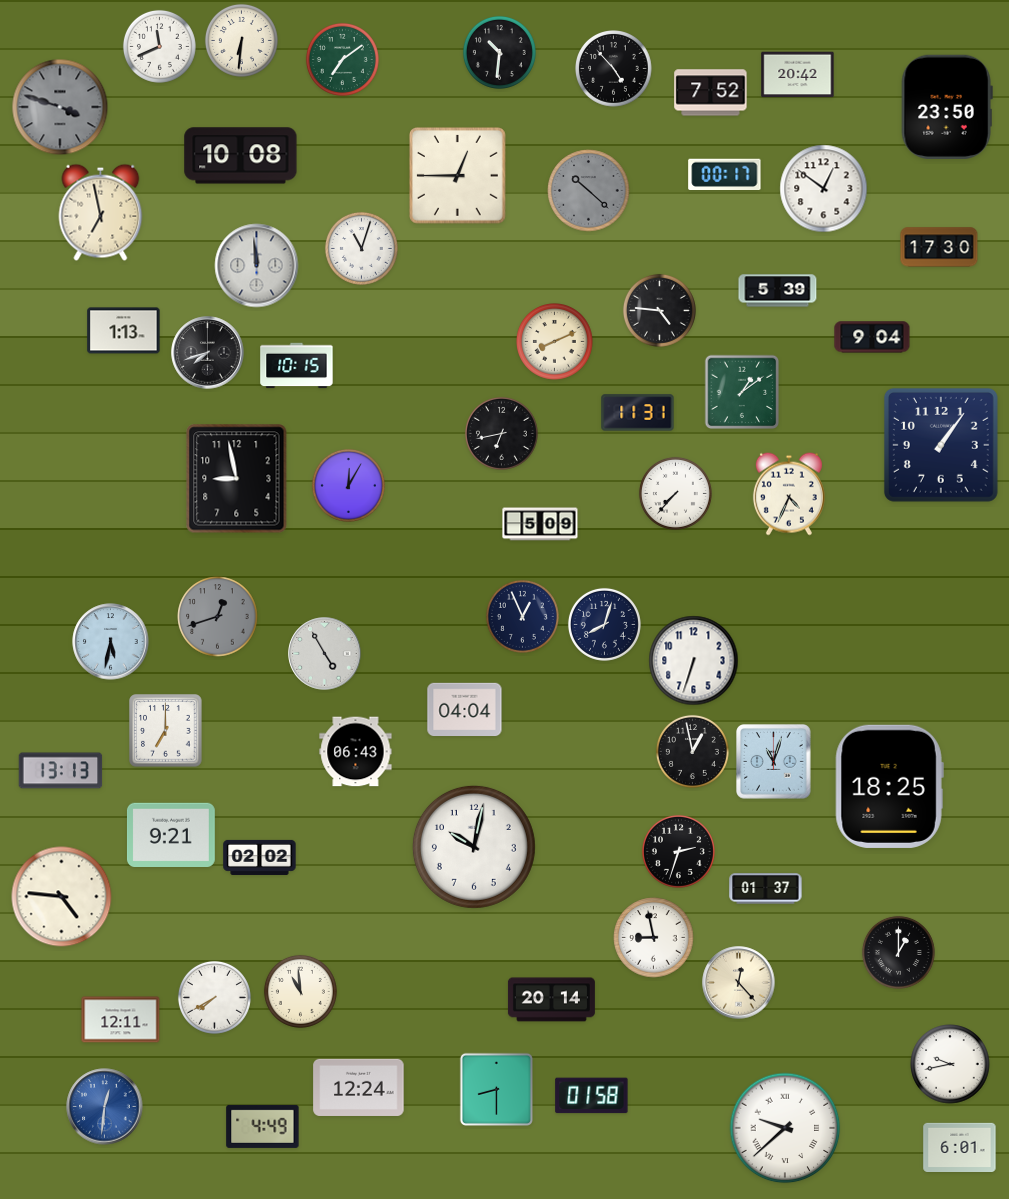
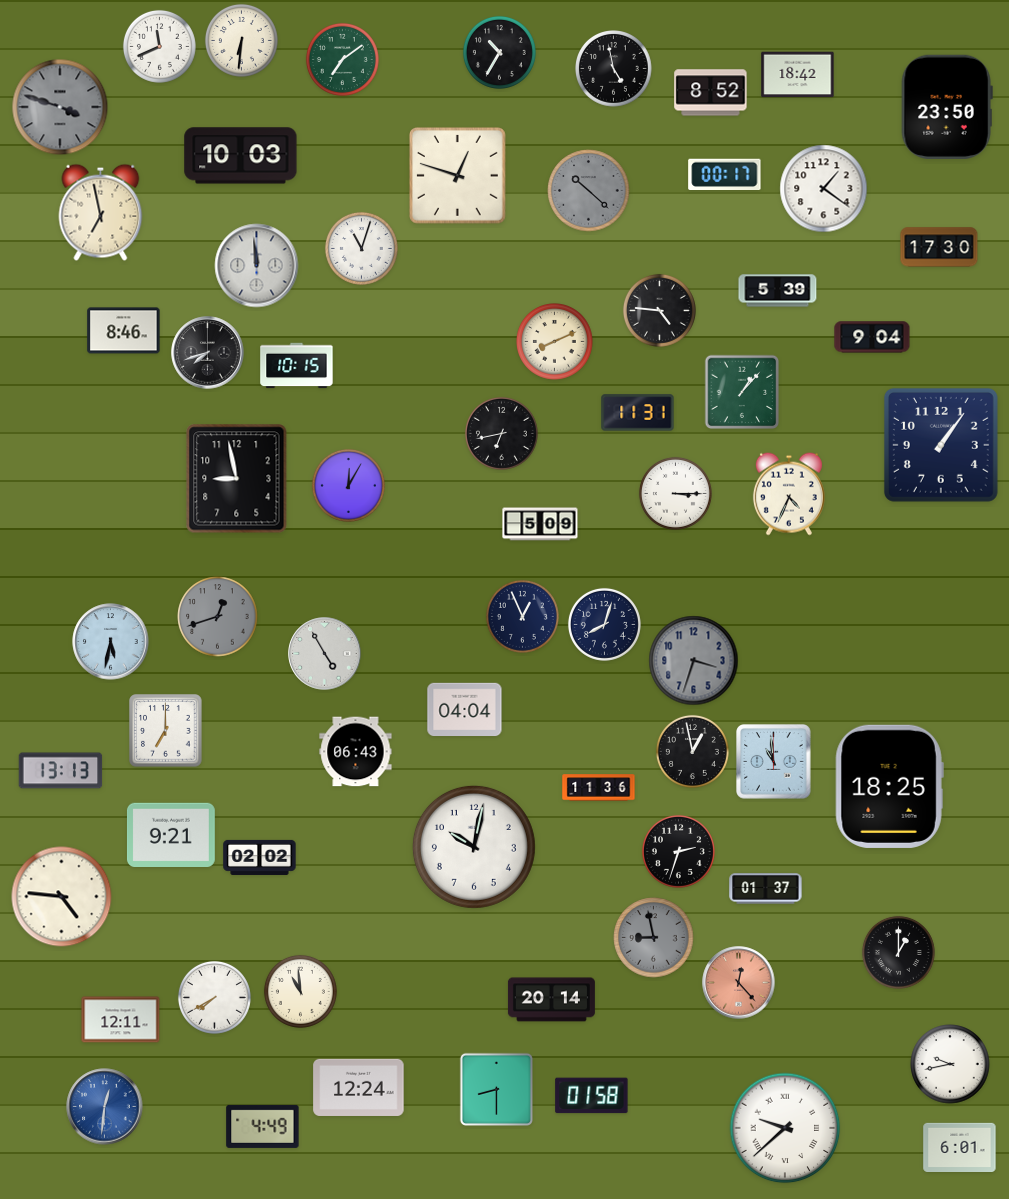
clock at (499, 52): 10:31 -> 10:35
clock at (614, 69): 4:53 -> 4:58
clock at (798, 75): 20:42 -> 18:42
clock at (711, 93): 7:52 -> 8:52
clock at (241, 156): 10:08 -> 10:03
clock at (458, 176): 12:45 -> 12:48
clock at (824, 189): 12:51 -> 1:21
clock at (124, 331): 1:13 -> 8:46
clock at (742, 392): 1:09 -> 1:07
clock at (675, 493): 7:37 -> 3:15
clock at (694, 661): 6:33 -> 3:33
clock at (694, 661) dial: white -> grey
clock at (774, 762): 11:03 -> 10:59
clock at (599, 788): none -> 11:36
clock at (654, 938) dial: white -> grey
clock at (739, 983) dial: cream -> salmon
